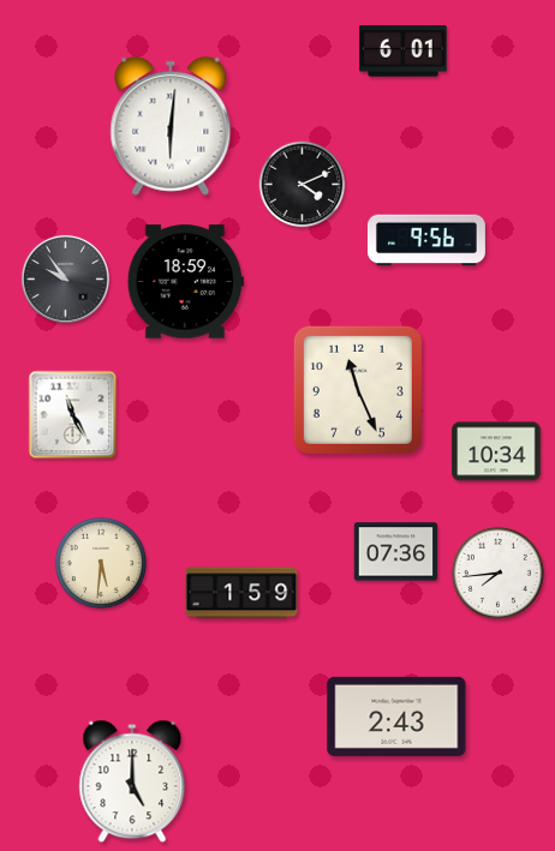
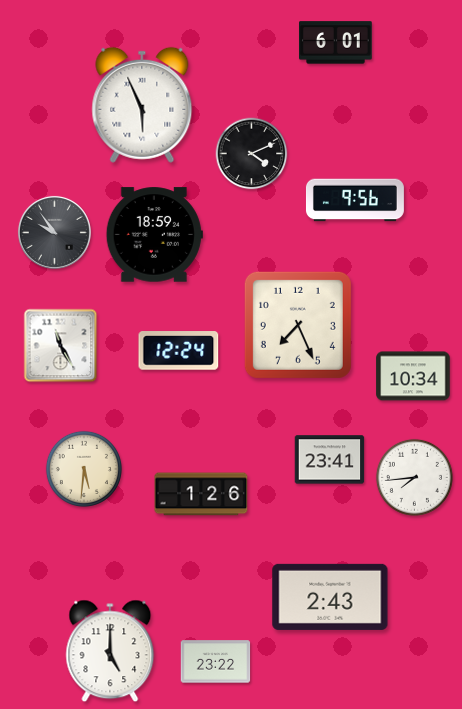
clock at (171, 126): 6:01 -> 5:56
clock at (358, 390): 11:26 -> 7:26
clock at (179, 351): none -> 12:24
clock at (396, 552): 07:36 -> 23:41
clock at (241, 593): 1:59 -> 1:26
clock at (216, 662): none -> 23:22
